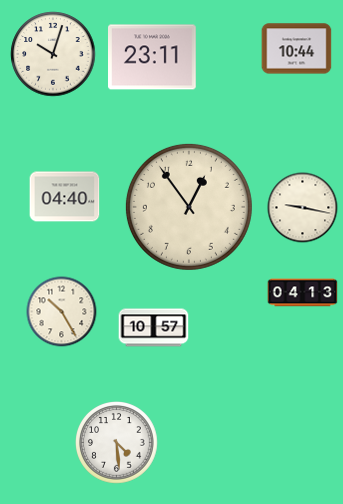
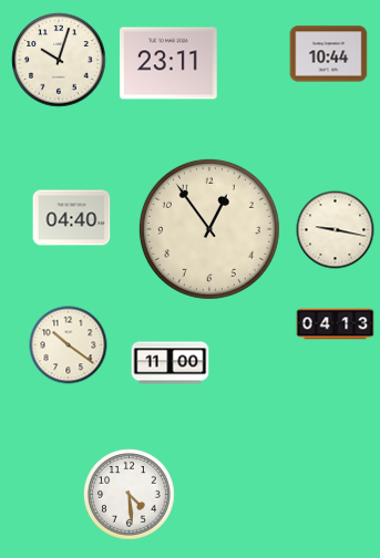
clock at (62, 312): 10:25 -> 10:21
clock at (154, 328): 10:57 -> 11:00
clock at (117, 443) position: (117, 443) -> (130, 495)
